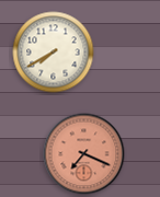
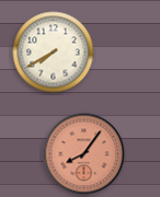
clock at (84, 154): 7:19 -> 8:06
